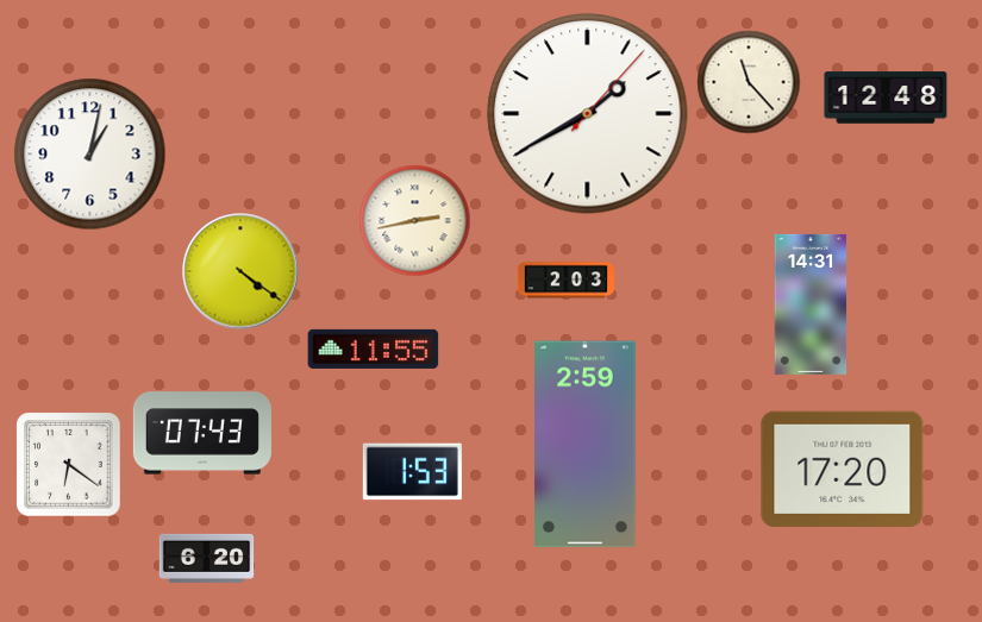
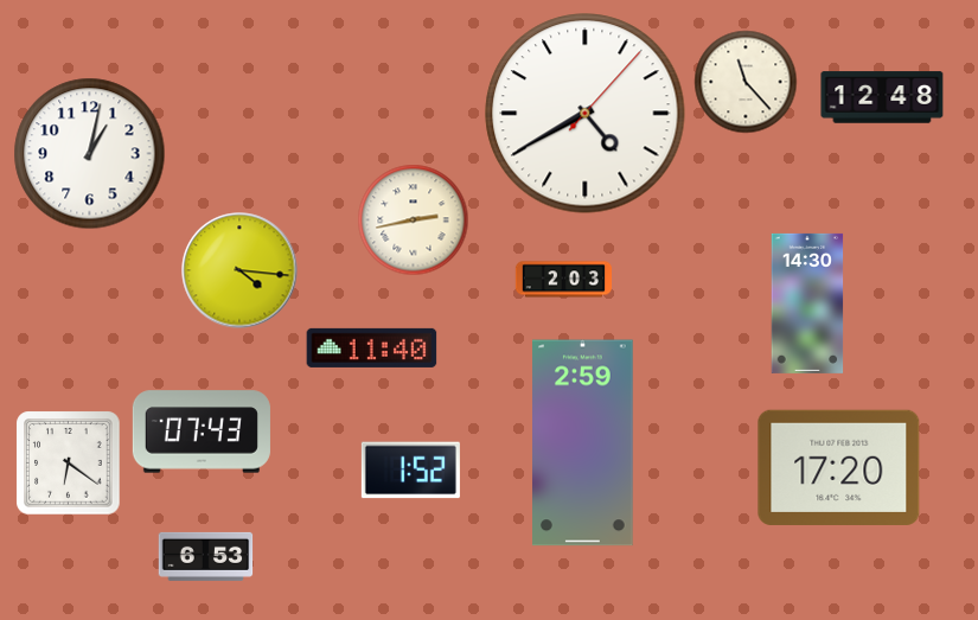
clock at (588, 114): 1:40 -> 4:40
clock at (240, 271): 4:21 -> 4:16
clock at (811, 304): 14:31 -> 14:30
clock at (374, 348): 11:55 -> 11:40
clock at (412, 472): 1:53 -> 1:52
clock at (207, 558): 6:20 -> 6:53
